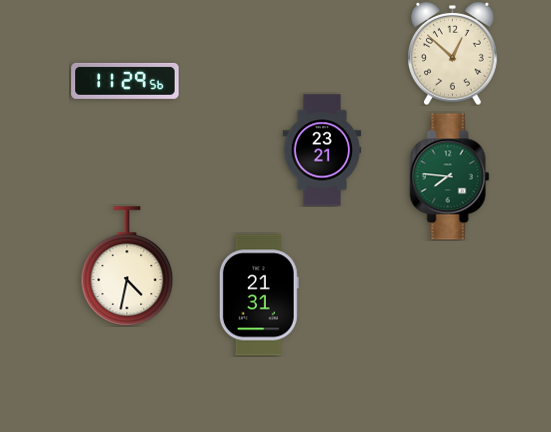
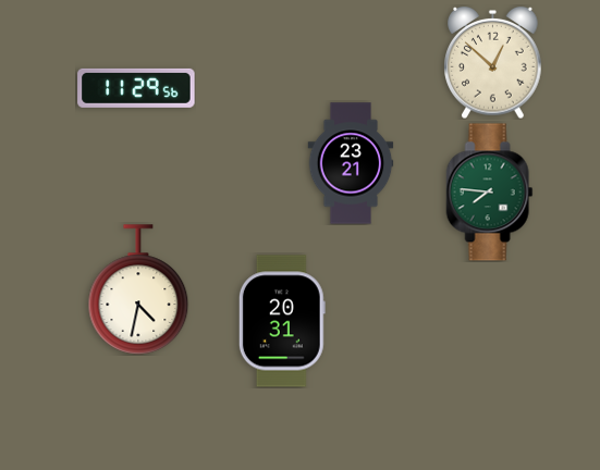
clock at (453, 53) position: (453, 53) -> (493, 62)
clock at (259, 295): 21:31 -> 20:31
